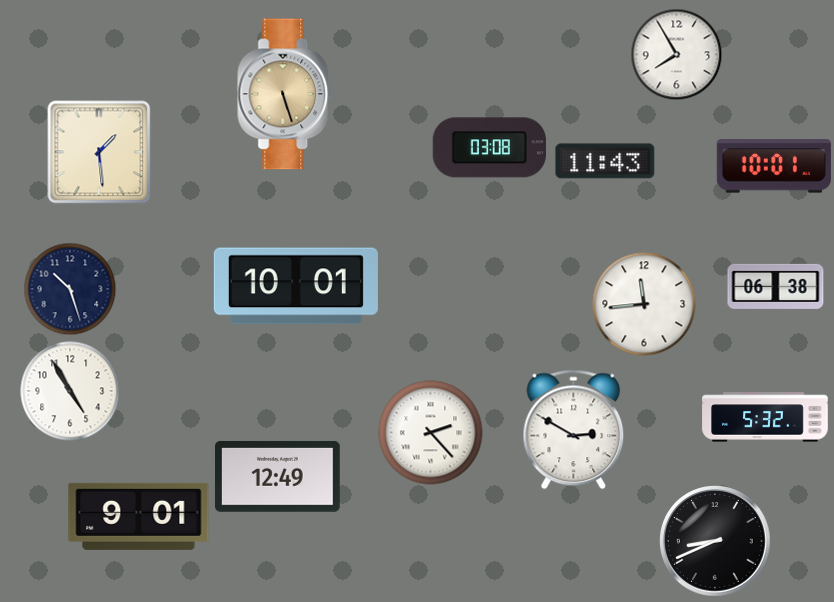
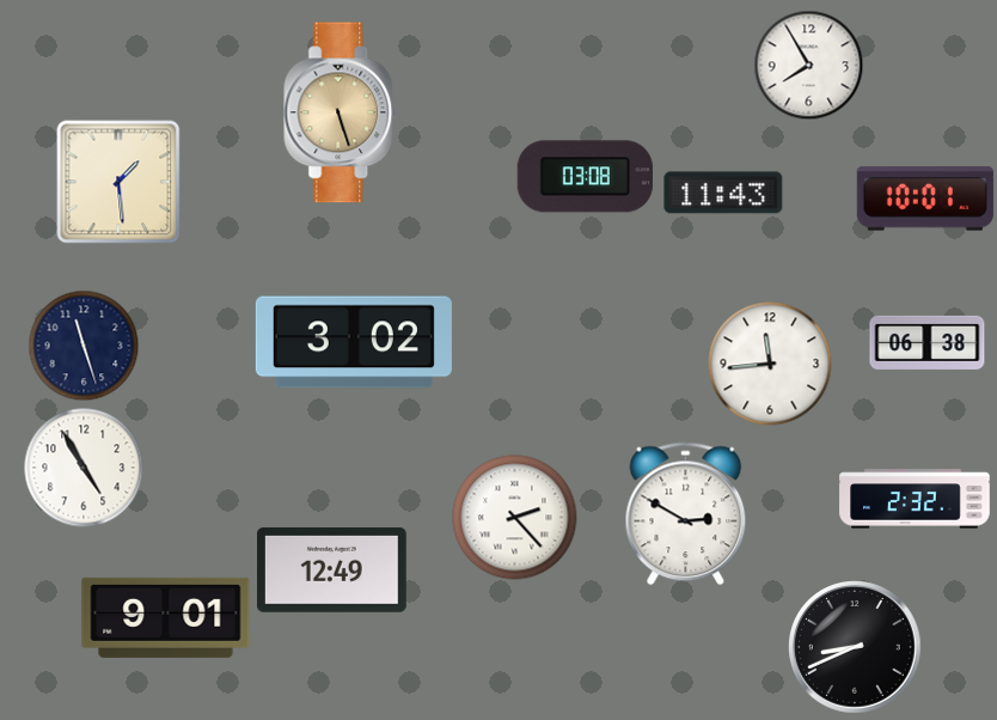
clock at (296, 286): 10:01 -> 3:02
clock at (70, 289): 10:27 -> 11:27
clock at (765, 417): 5:32 -> 2:32
